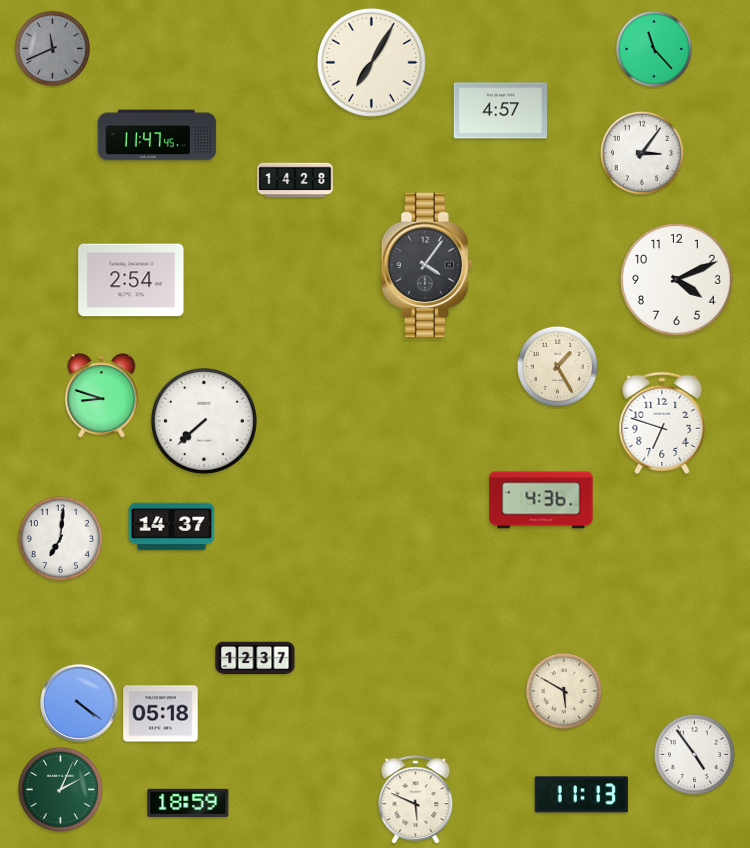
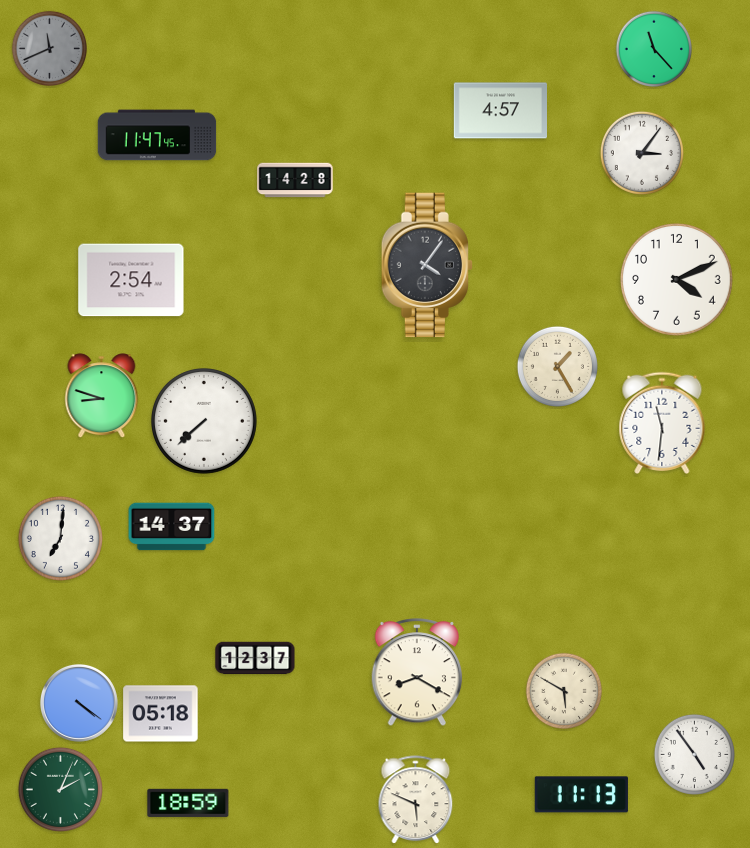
clock at (52, 48) position: (52, 48) -> (49, 48)
clock at (371, 62): 7:05 -> none
clock at (662, 422): 6:48 -> 11:31
clock at (541, 500): 4:36 -> none
clock at (417, 673): none -> 8:20
